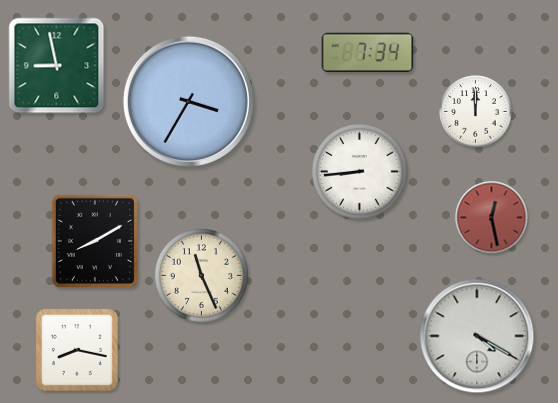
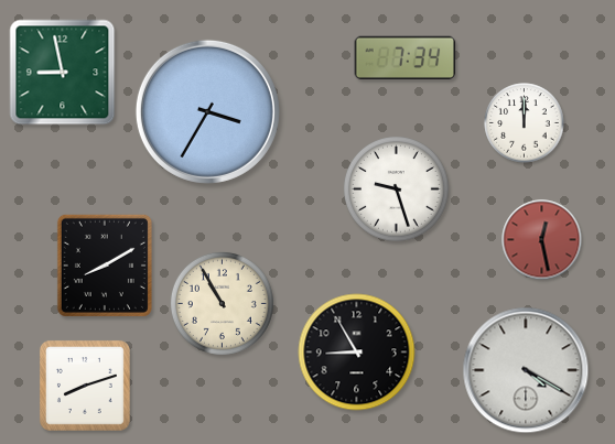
clock at (360, 172): 8:44 -> 9:27
clock at (201, 275): 11:26 -> 10:55
clock at (357, 353): none -> 8:55
clock at (77, 350): 8:17 -> 8:12
